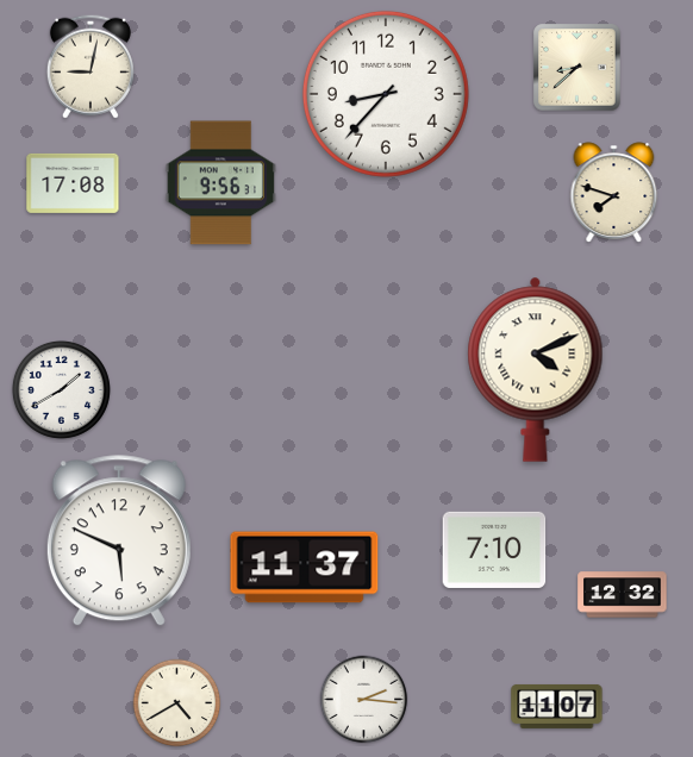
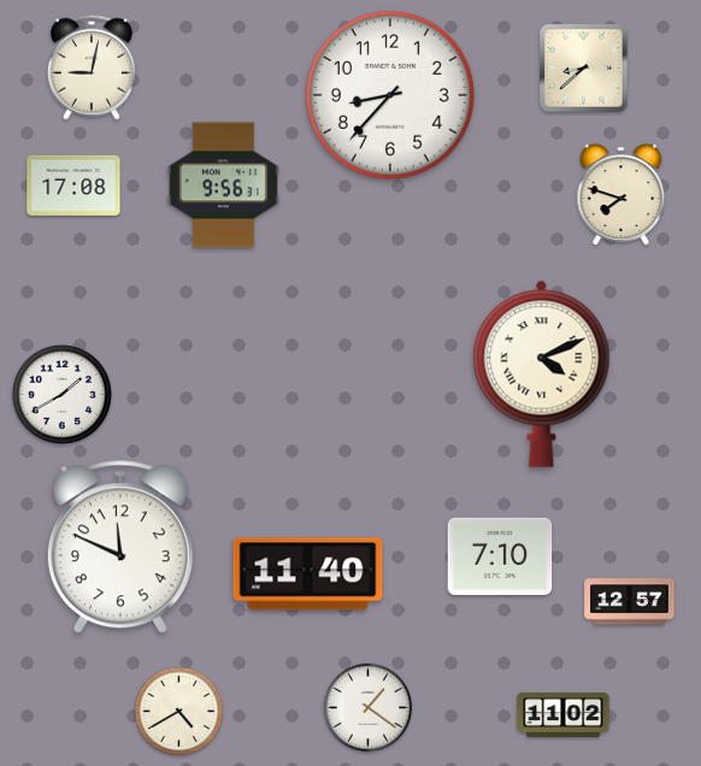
clock at (119, 542): 5:49 -> 11:49
clock at (305, 568): 11:37 -> 11:40
clock at (623, 595): 12:32 -> 12:57
clock at (364, 700): 2:16 -> 1:21
clock at (557, 706): 11:07 -> 11:02
